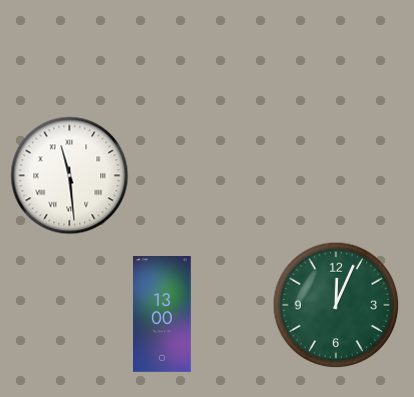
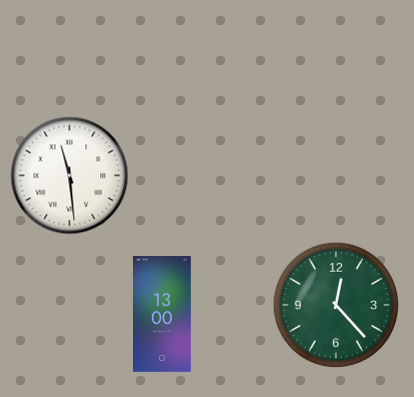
clock at (336, 305): 12:04 -> 12:23
